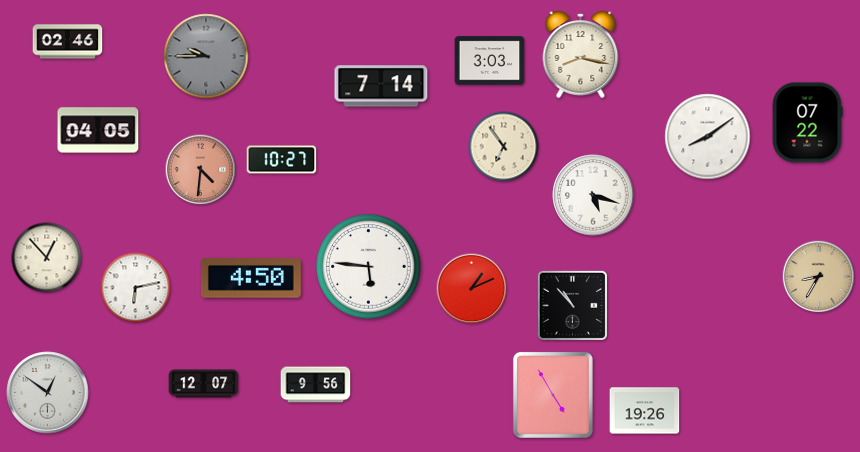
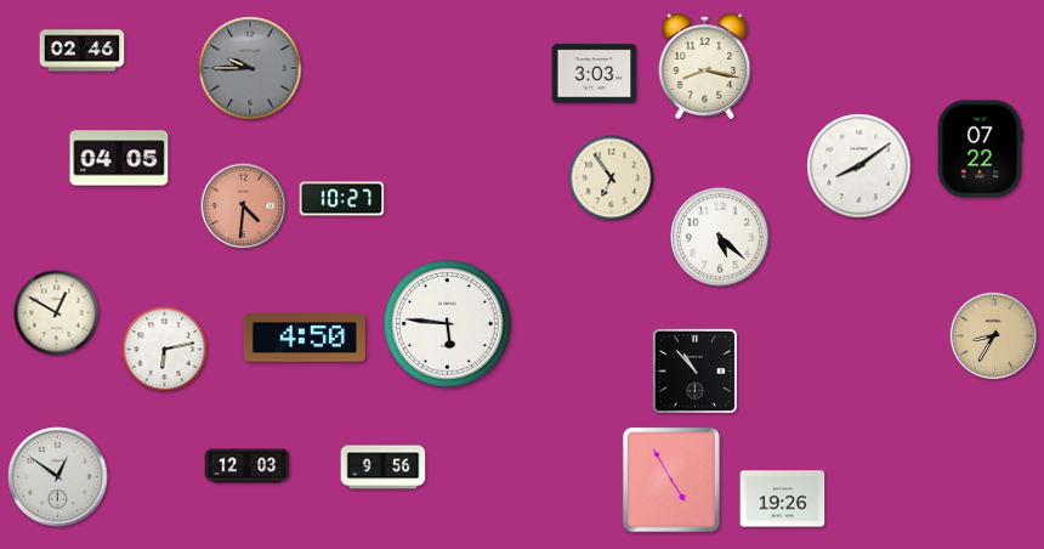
clock at (381, 86): 7:14 -> none
clock at (282, 160) position: (282, 160) -> (342, 199)
clock at (593, 195): 5:18 -> 5:22
clock at (47, 258): 12:53 -> 12:50
clock at (472, 289): 1:11 -> none
clock at (204, 384): 12:07 -> 12:03
